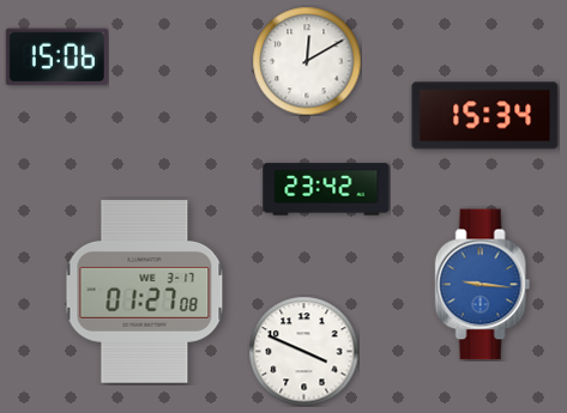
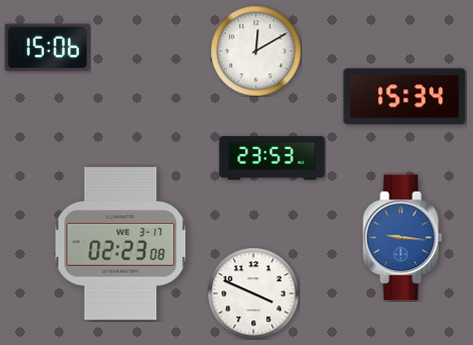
clock at (326, 189): 23:42 -> 23:53
clock at (145, 292): 01:27 -> 02:23
